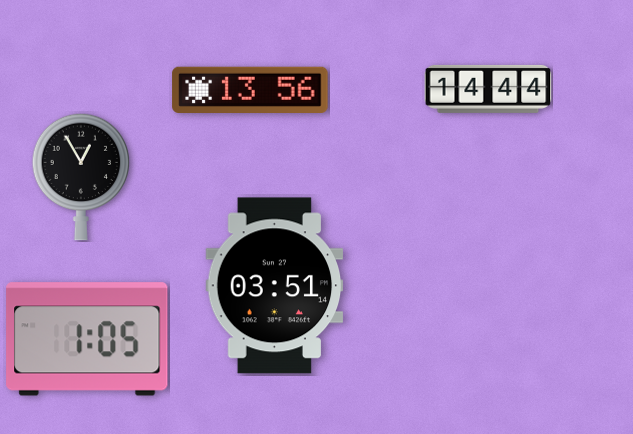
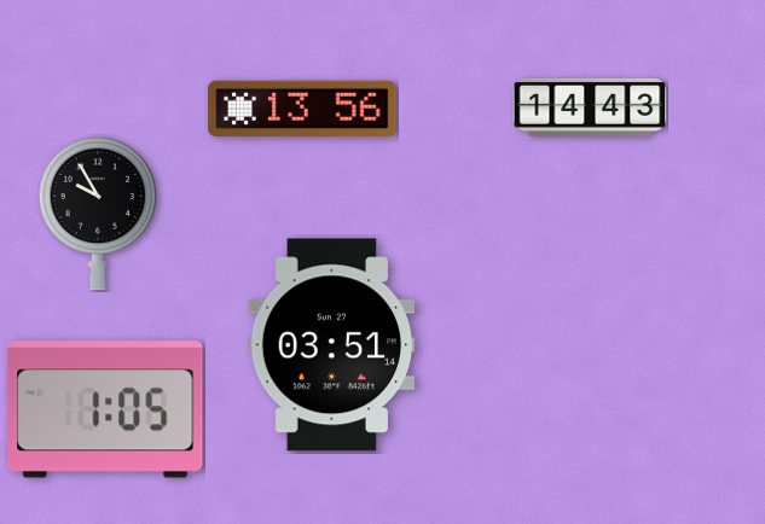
clock at (488, 89): 14:44 -> 14:43
clock at (81, 177): 12:55 -> 9:55
